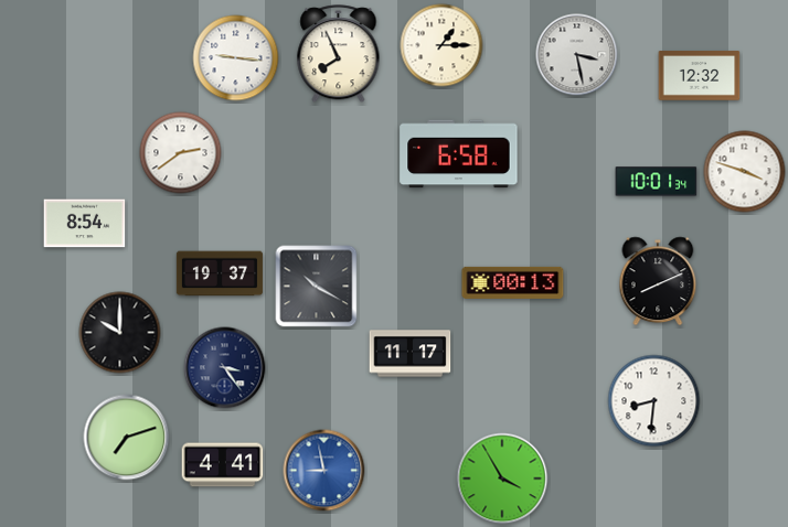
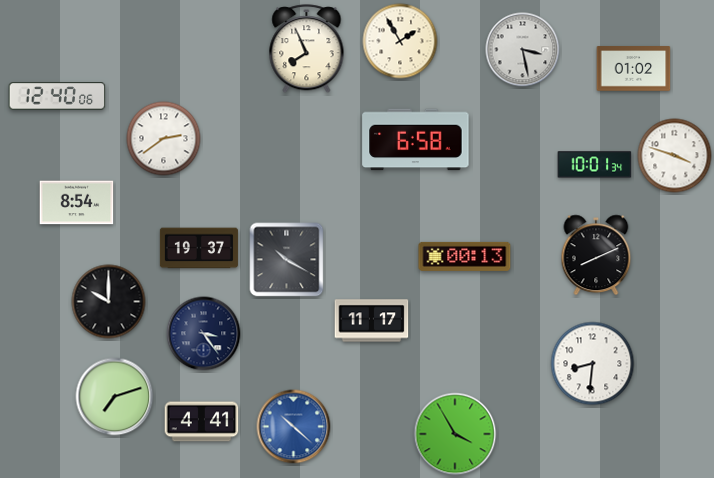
clock at (441, 45): 1:15 -> 1:55
clock at (236, 58): 9:16 -> none
clock at (700, 76): 12:32 -> 01:02
clock at (57, 96): none -> 12:40
clock at (324, 471): 8:58 -> 10:22
